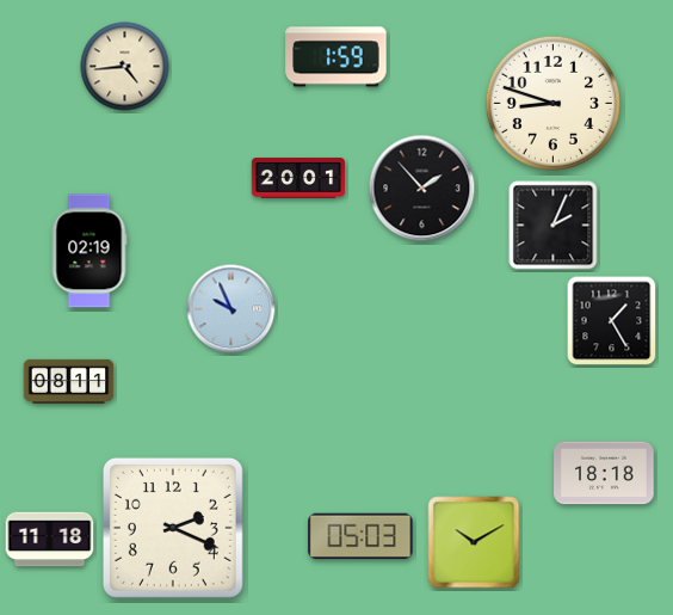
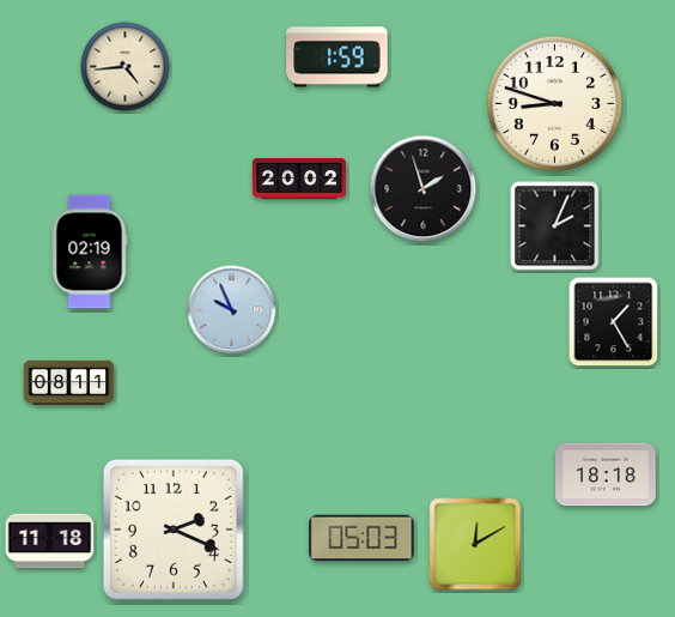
clock at (297, 178): 20:01 -> 20:02
clock at (422, 189): 1:53 -> 1:57
clock at (474, 542): 10:10 -> 12:10
